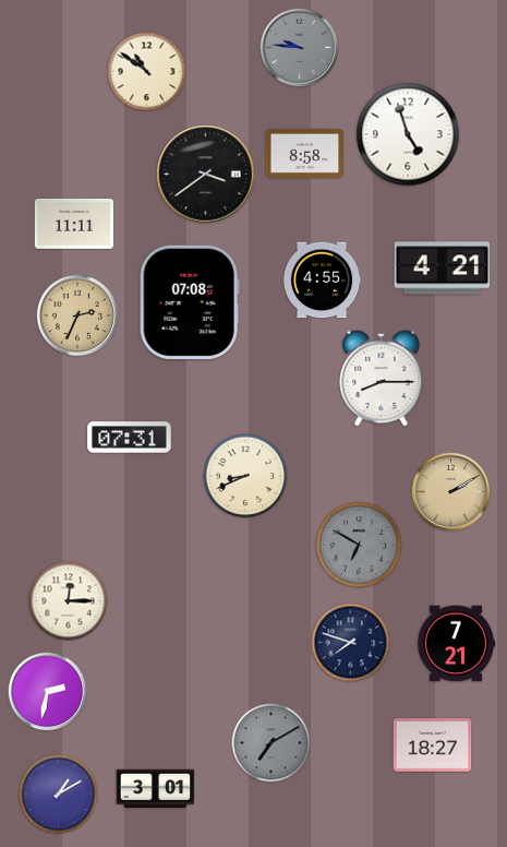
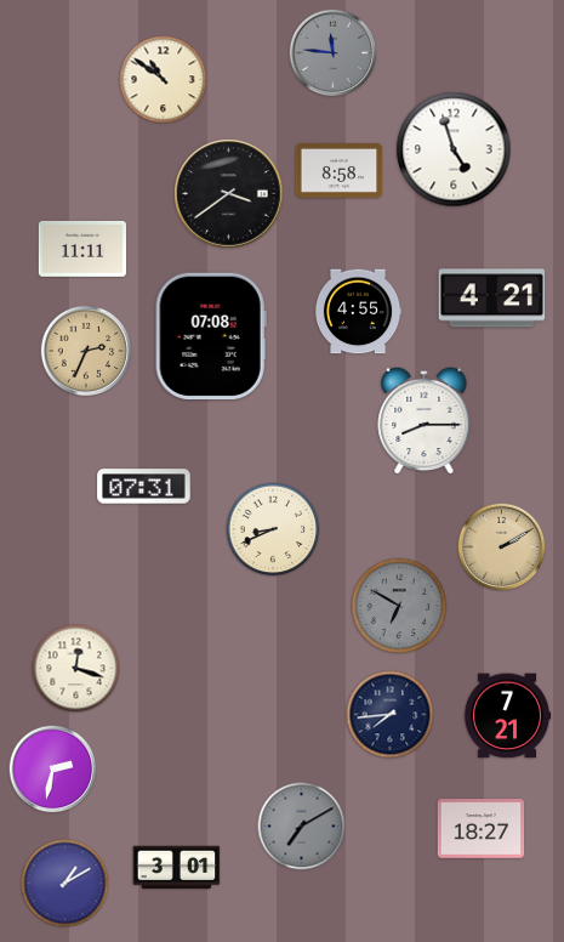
clock at (300, 48): 9:46 -> 11:46
clock at (69, 601): 12:15 -> 12:18
clock at (351, 643): 7:48 -> 7:44
clock at (156, 789) position: (156, 789) -> (177, 868)
